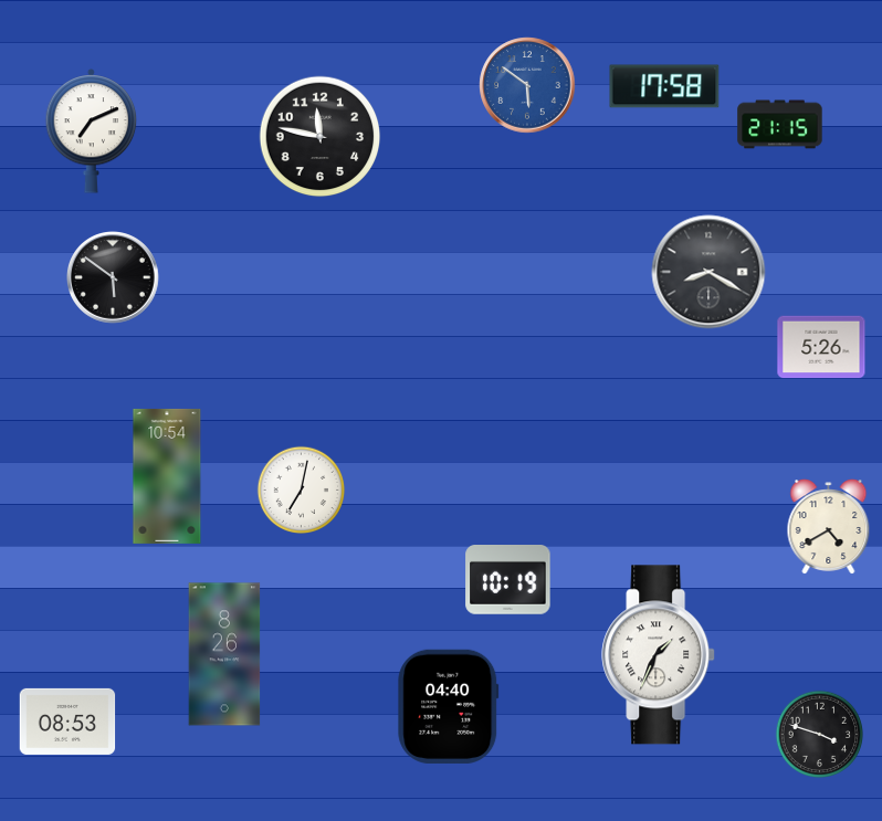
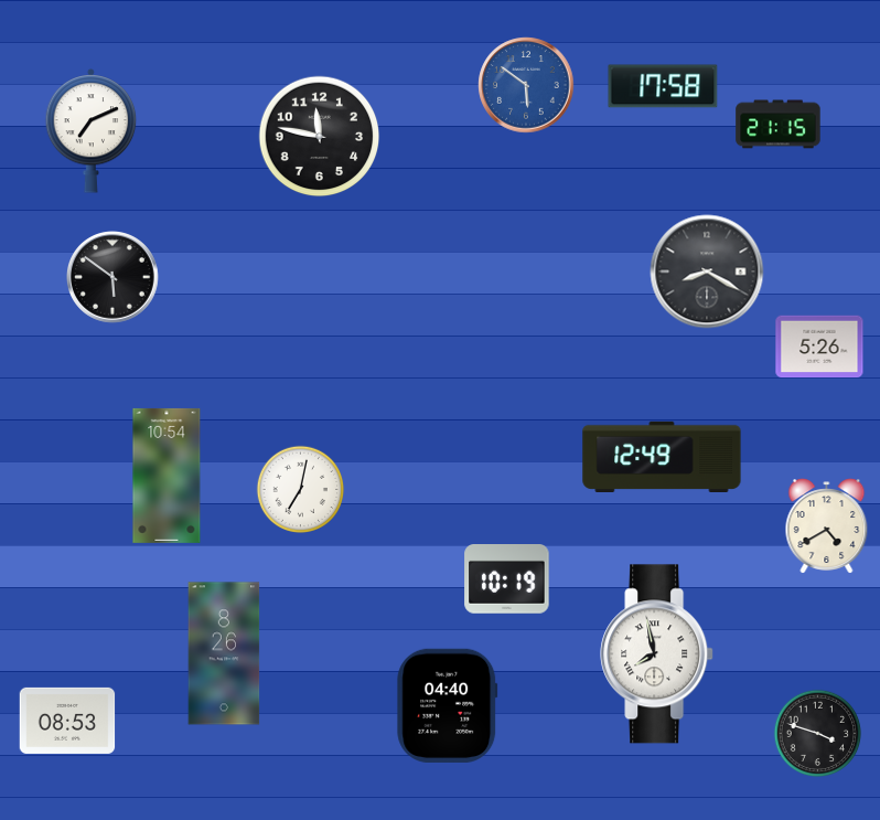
clock at (662, 456): none -> 12:49
clock at (659, 655): 1:34 -> 7:58
